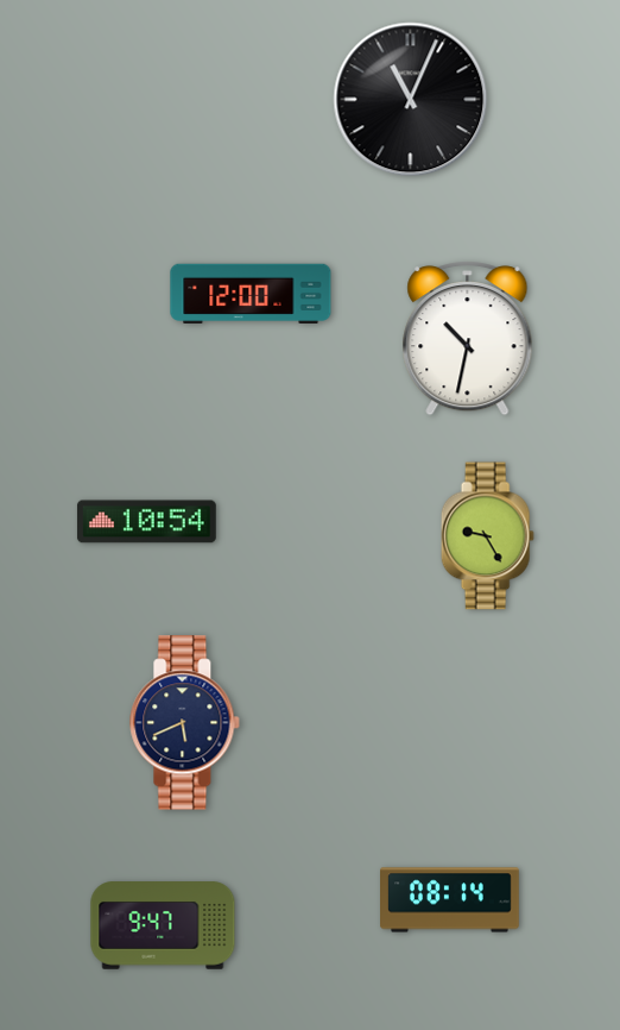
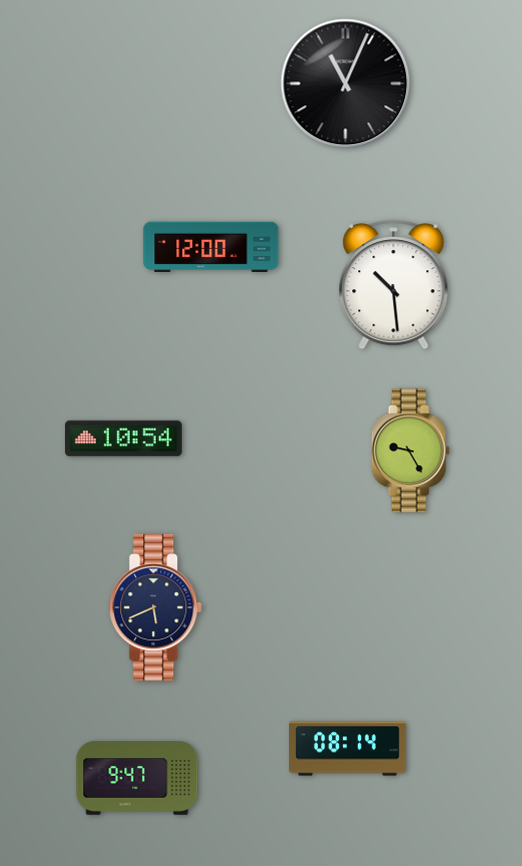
clock at (468, 339): 10:32 -> 10:29
clock at (450, 900) position: (450, 900) -> (348, 749)
